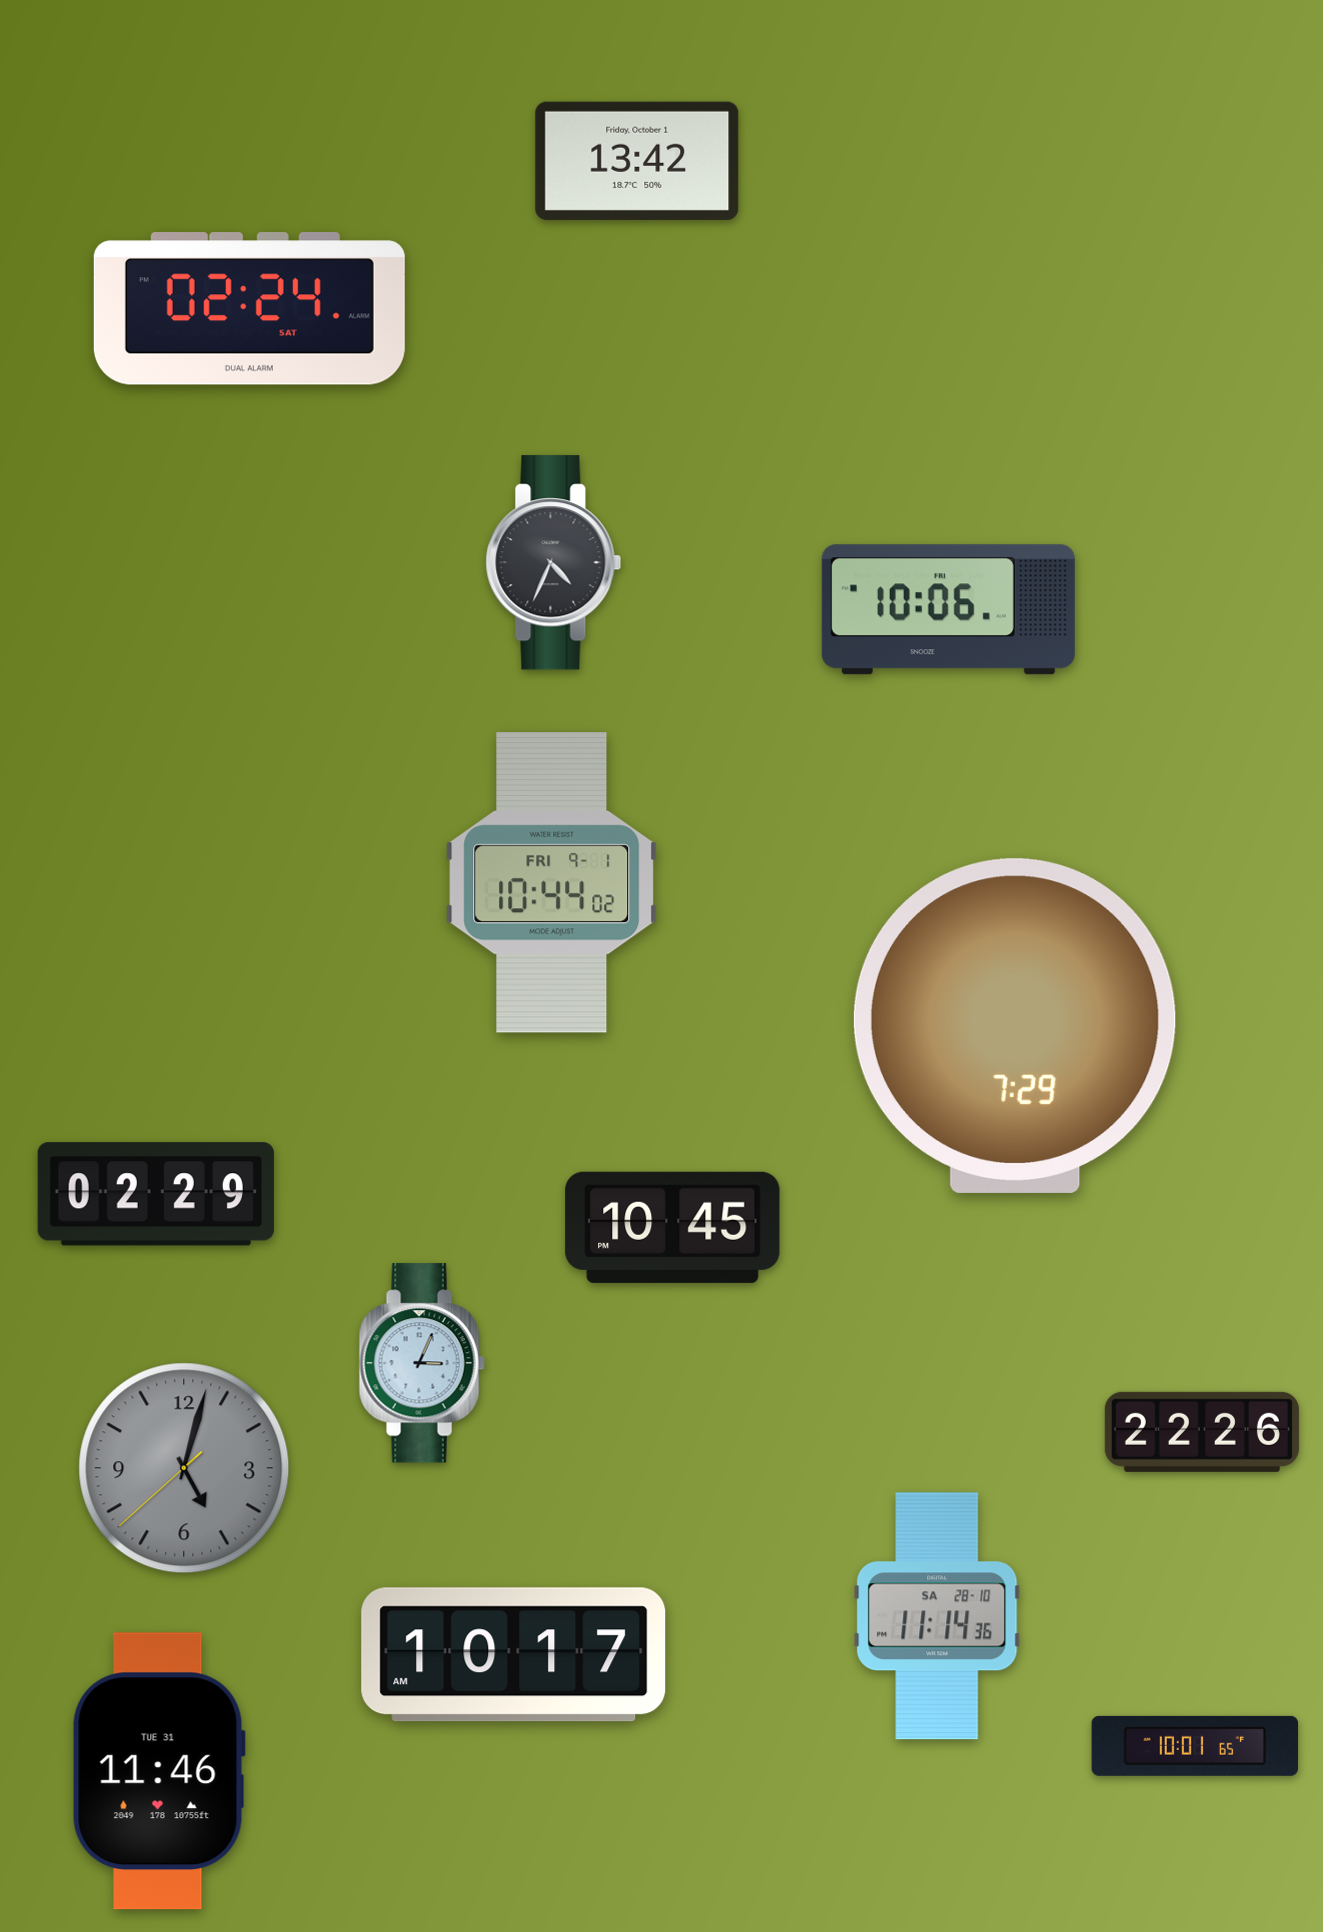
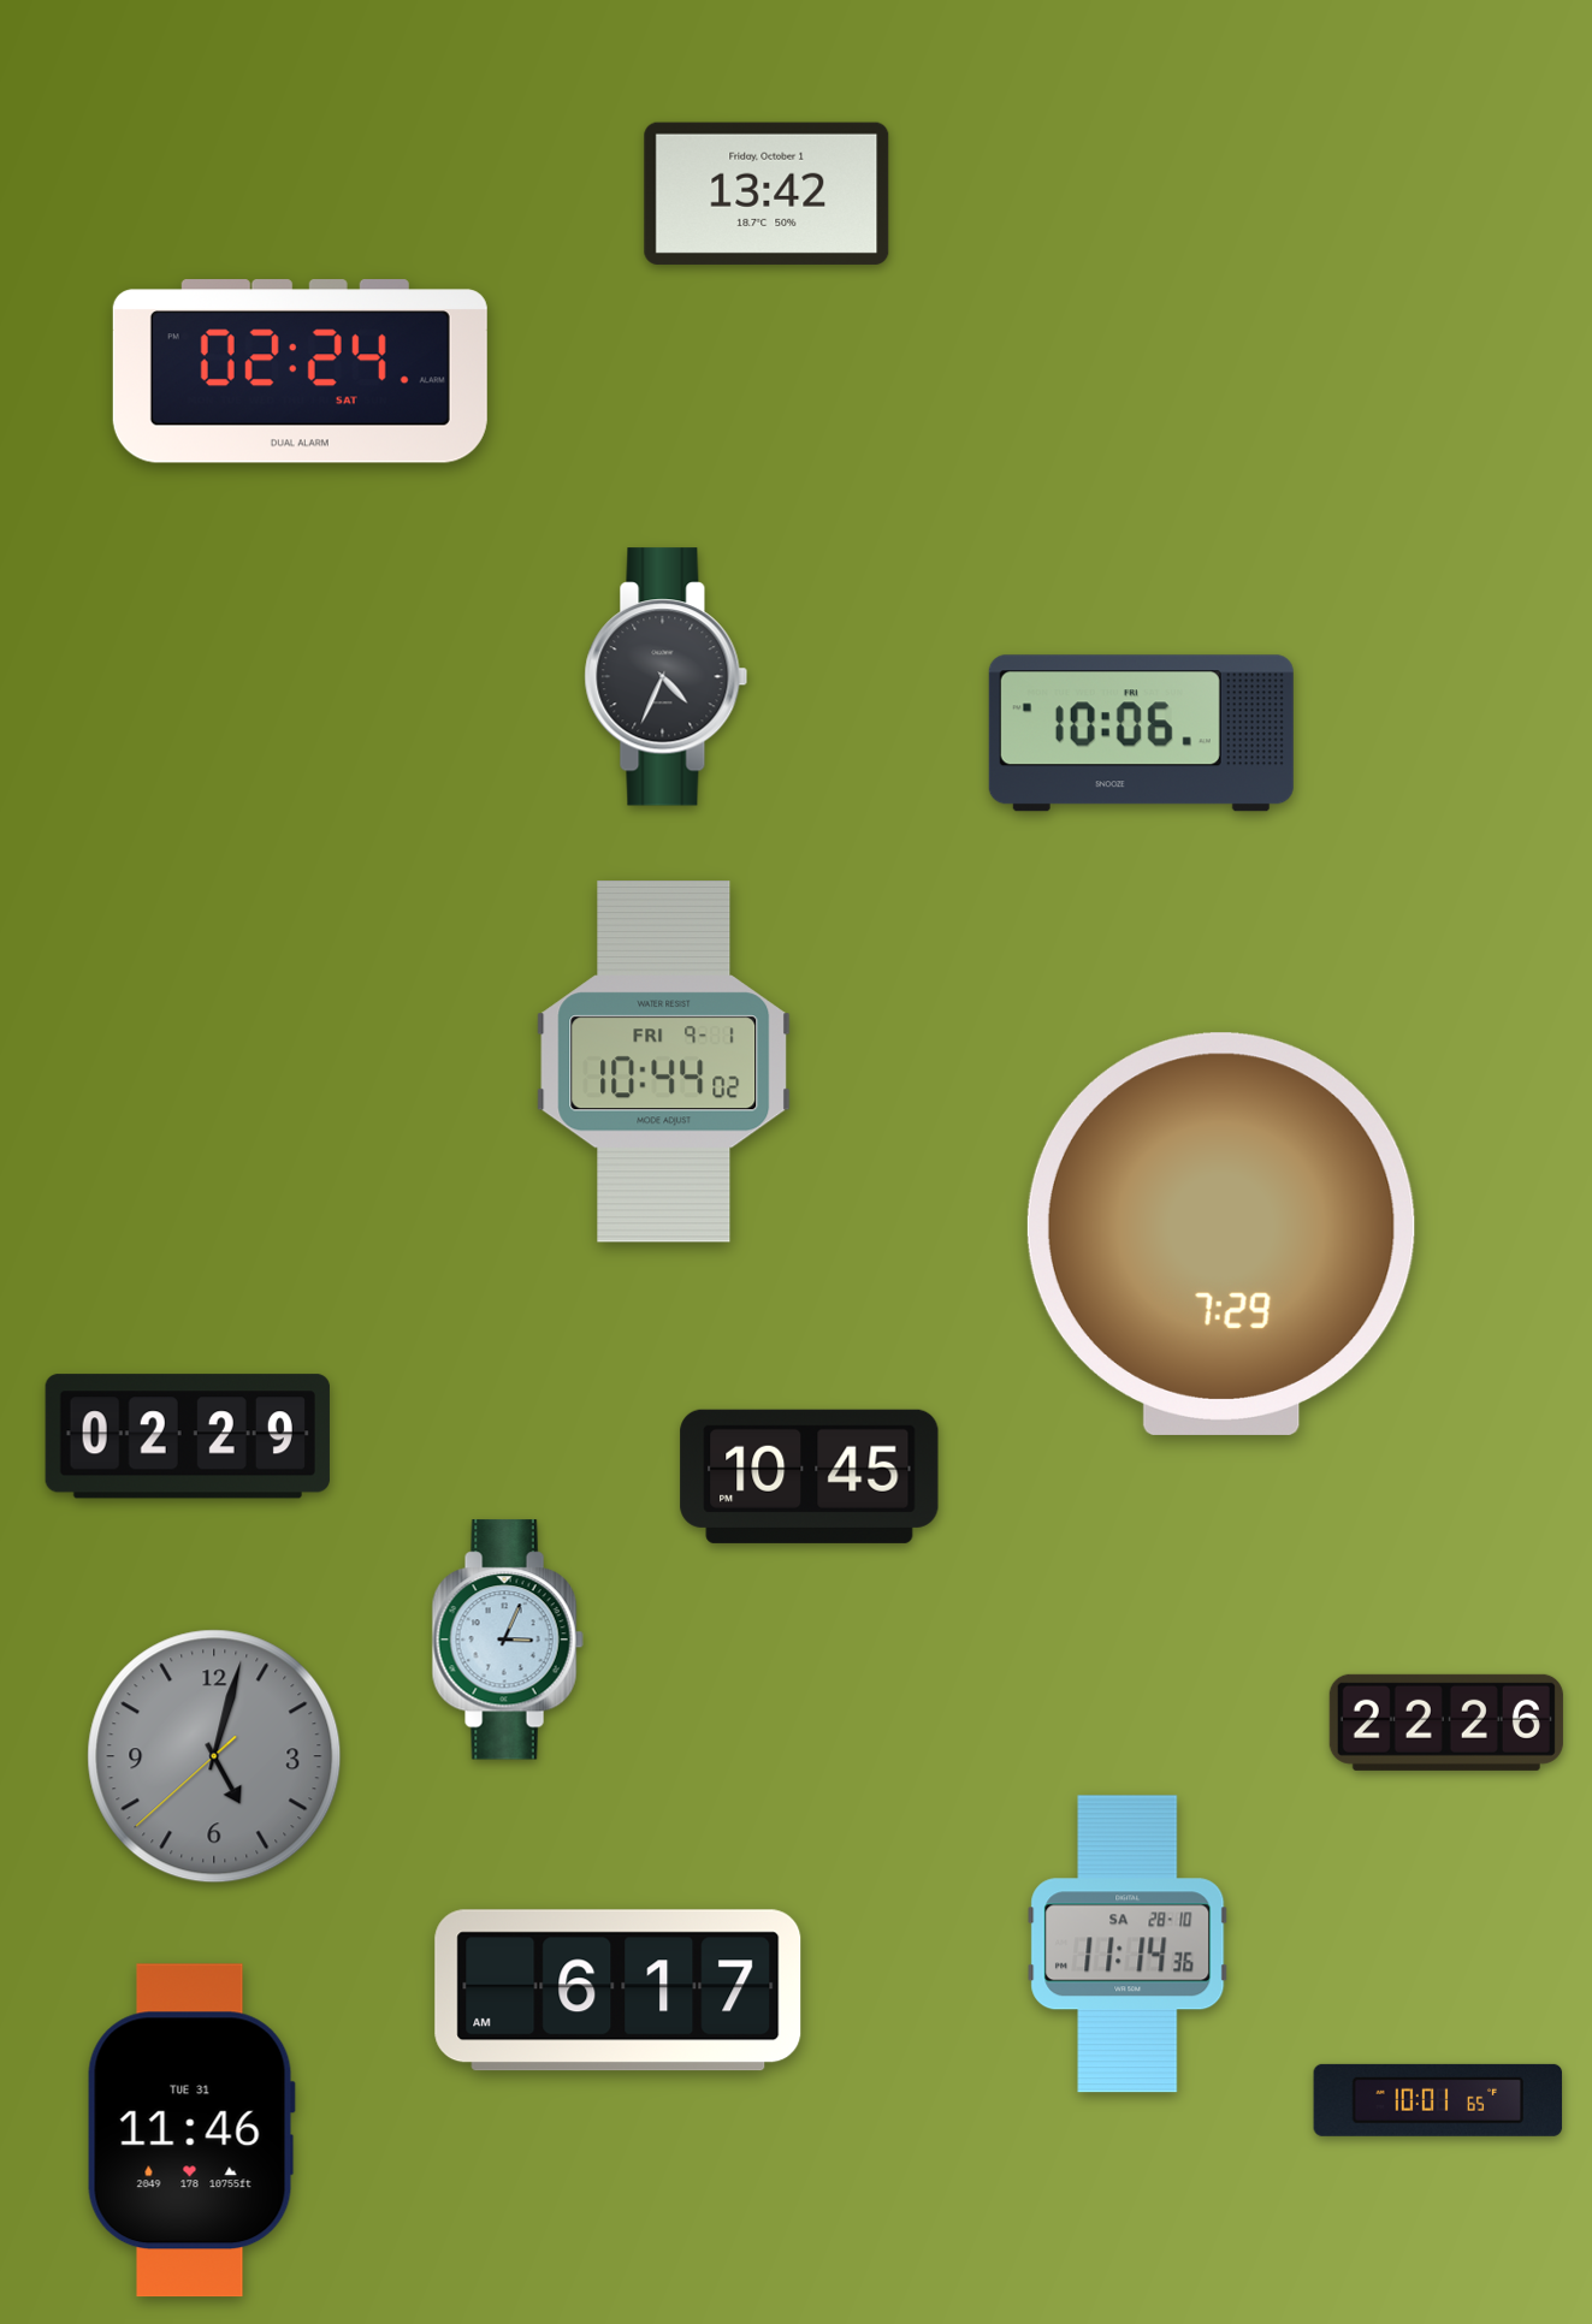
clock at (184, 1468) position: (184, 1468) -> (214, 1756)
clock at (514, 1655): 10:17 -> 6:17
